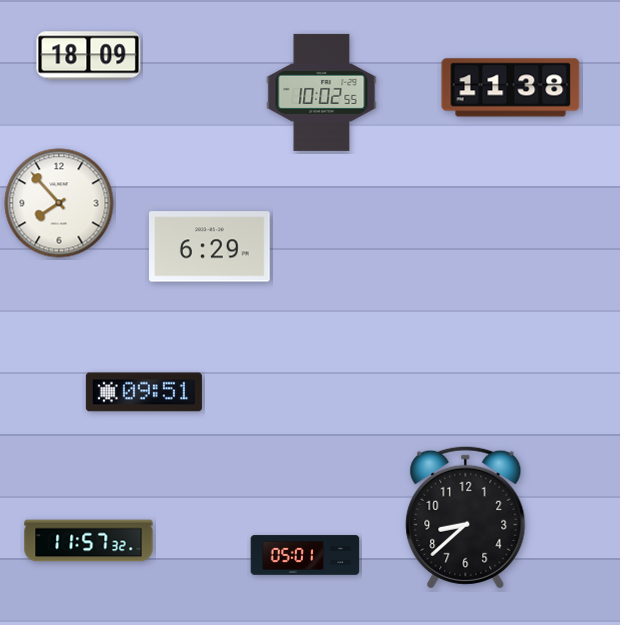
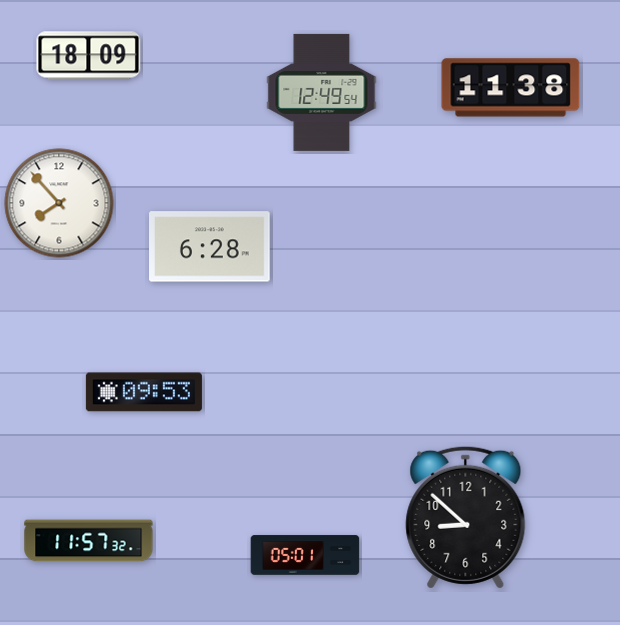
clock at (322, 92): 10:02 -> 12:49
clock at (210, 247): 6:29 -> 6:28
clock at (144, 392): 09:51 -> 09:53
clock at (466, 517): 8:38 -> 8:52
